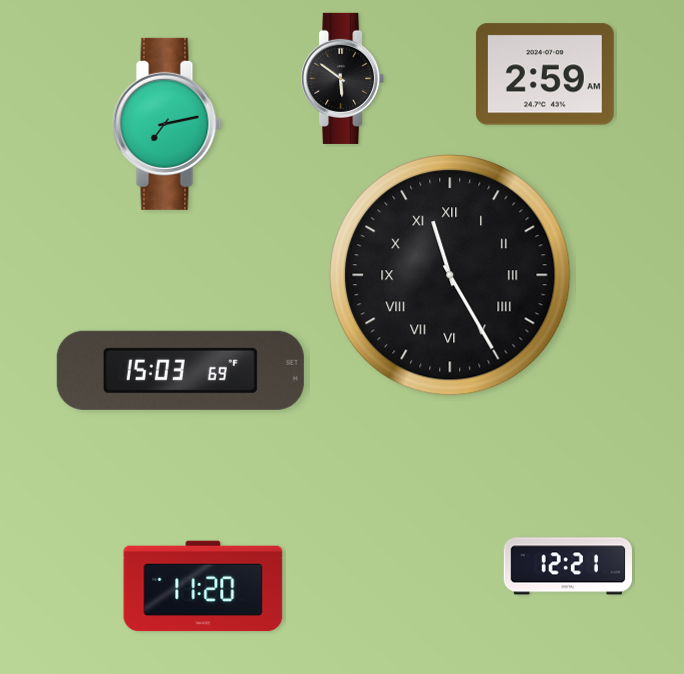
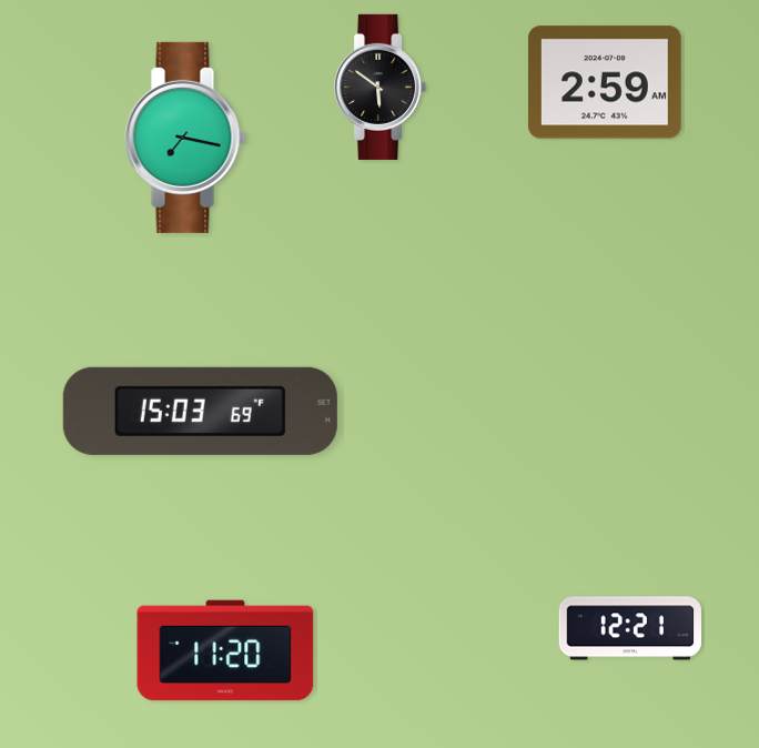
clock at (167, 124): 7:13 -> 7:17
clock at (450, 275): 11:25 -> none
